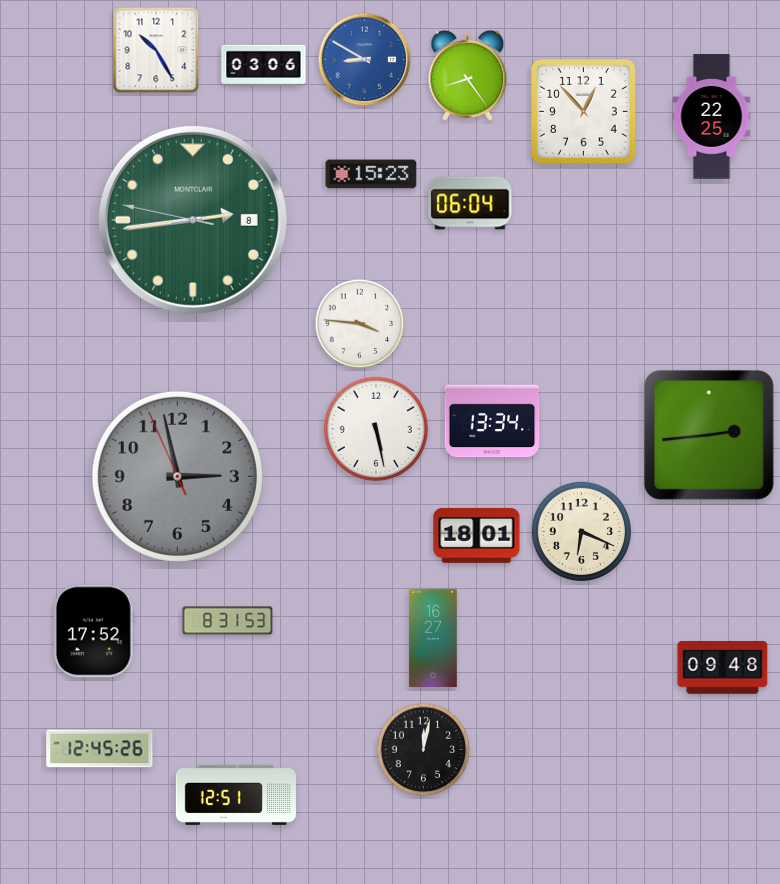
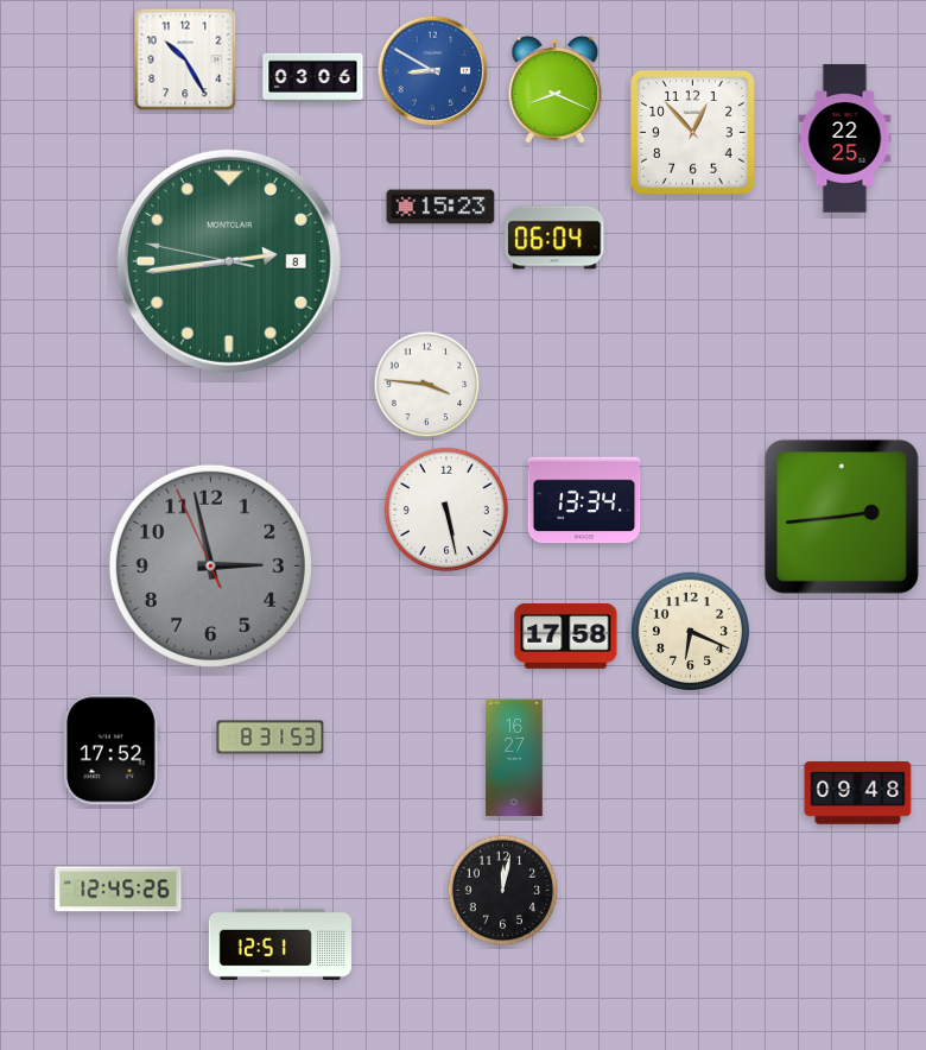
clock at (468, 75): 8:24 -> 8:19
clock at (470, 203) position: (470, 203) -> (554, 238)
clock at (477, 535): 18:01 -> 17:58
